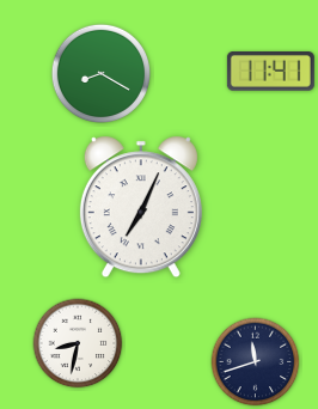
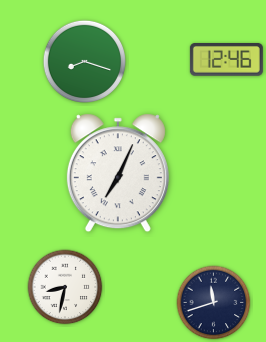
clock at (270, 72): 11:41 -> 12:46
clock at (100, 73): 8:20 -> 8:18
